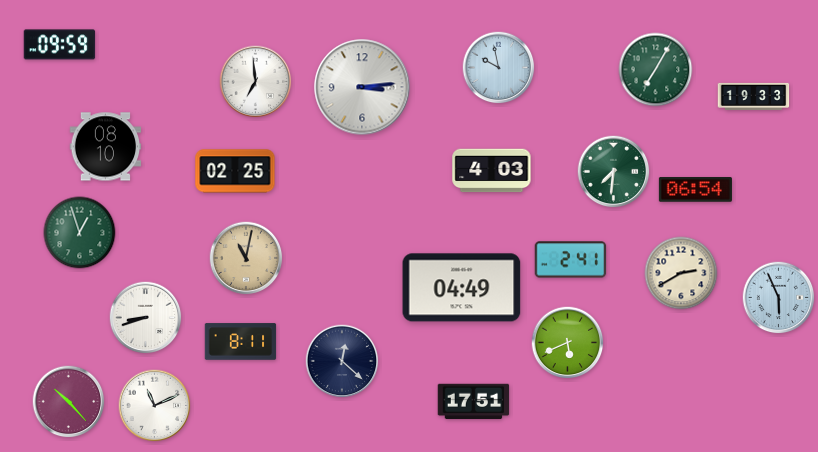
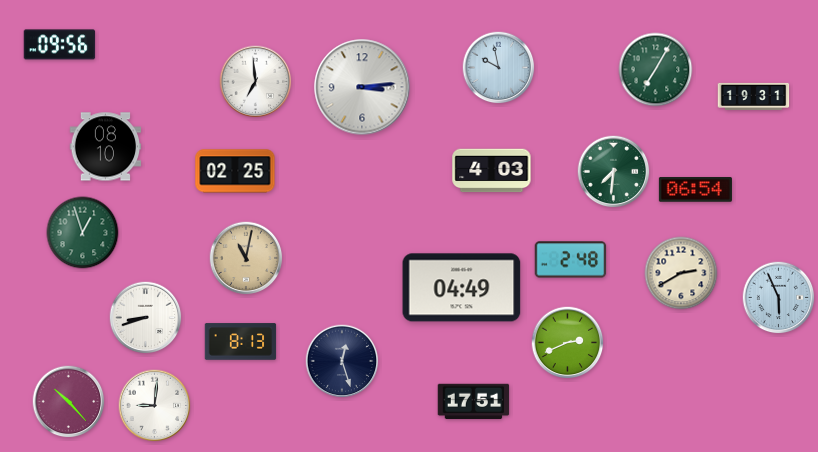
clock at (60, 45): 09:59 -> 09:56
clock at (754, 96): 19:33 -> 19:31
clock at (80, 233) position: (80, 233) -> (83, 233)
clock at (571, 260): 2:41 -> 2:48
clock at (241, 342): 8:11 -> 8:13
clock at (568, 343): 5:41 -> 2:41
clock at (342, 361): 12:22 -> 12:27
clock at (155, 406): 11:11 -> 9:01
